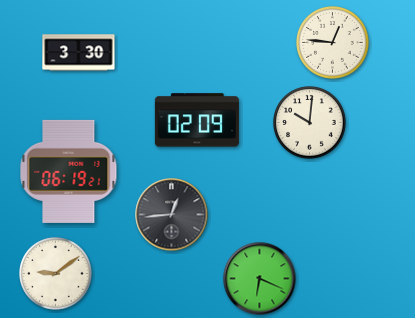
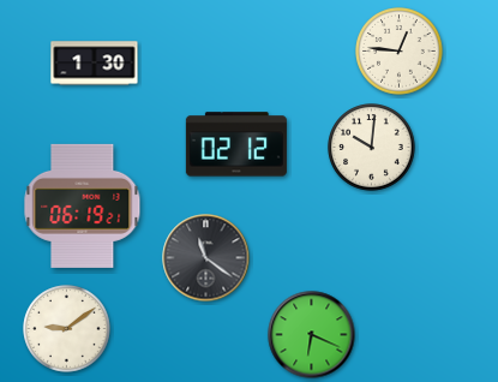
clock at (79, 53): 3:30 -> 1:30
clock at (197, 120): 02:09 -> 02:12
clock at (172, 215): 12:44 -> 11:21
